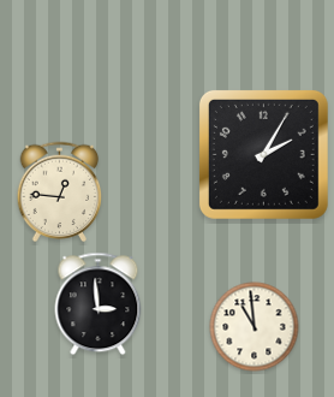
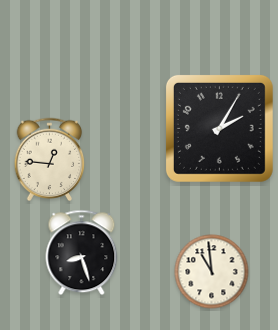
clock at (99, 304): 2:59 -> 8:27
